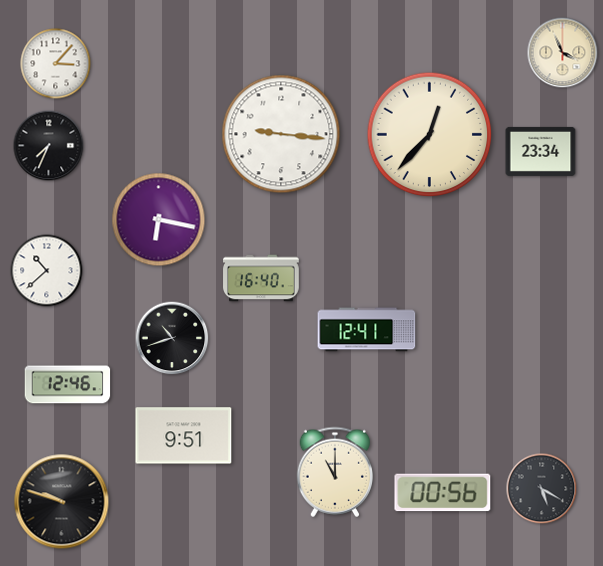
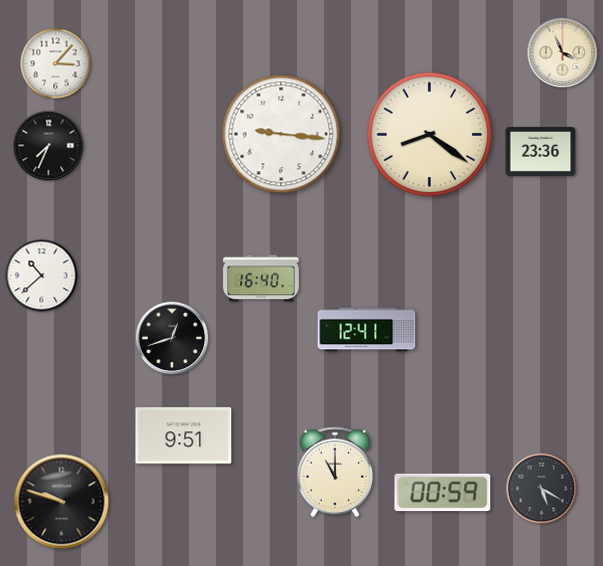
clock at (430, 135): 12:37 -> 8:21
clock at (541, 151): 23:34 -> 23:36
clock at (159, 220): 6:17 -> none
clock at (47, 271) position: (47, 271) -> (42, 276)
clock at (172, 338): 10:42 -> 12:42
clock at (68, 385): 12:46 -> none
clock at (443, 493): 00:56 -> 00:59
